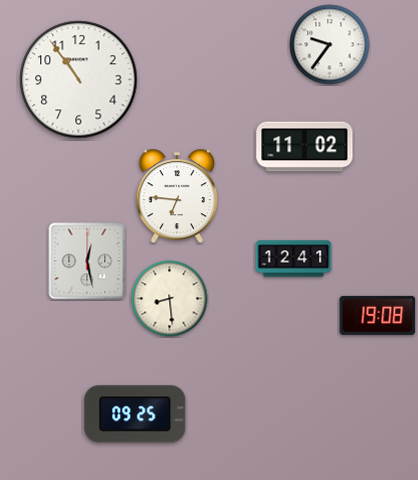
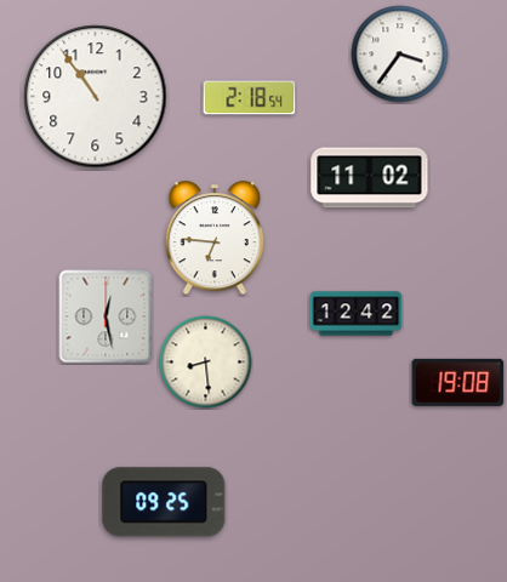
clock at (330, 45): 9:36 -> 3:36
clock at (250, 98): none -> 2:18
clock at (294, 259): 12:41 -> 12:42
